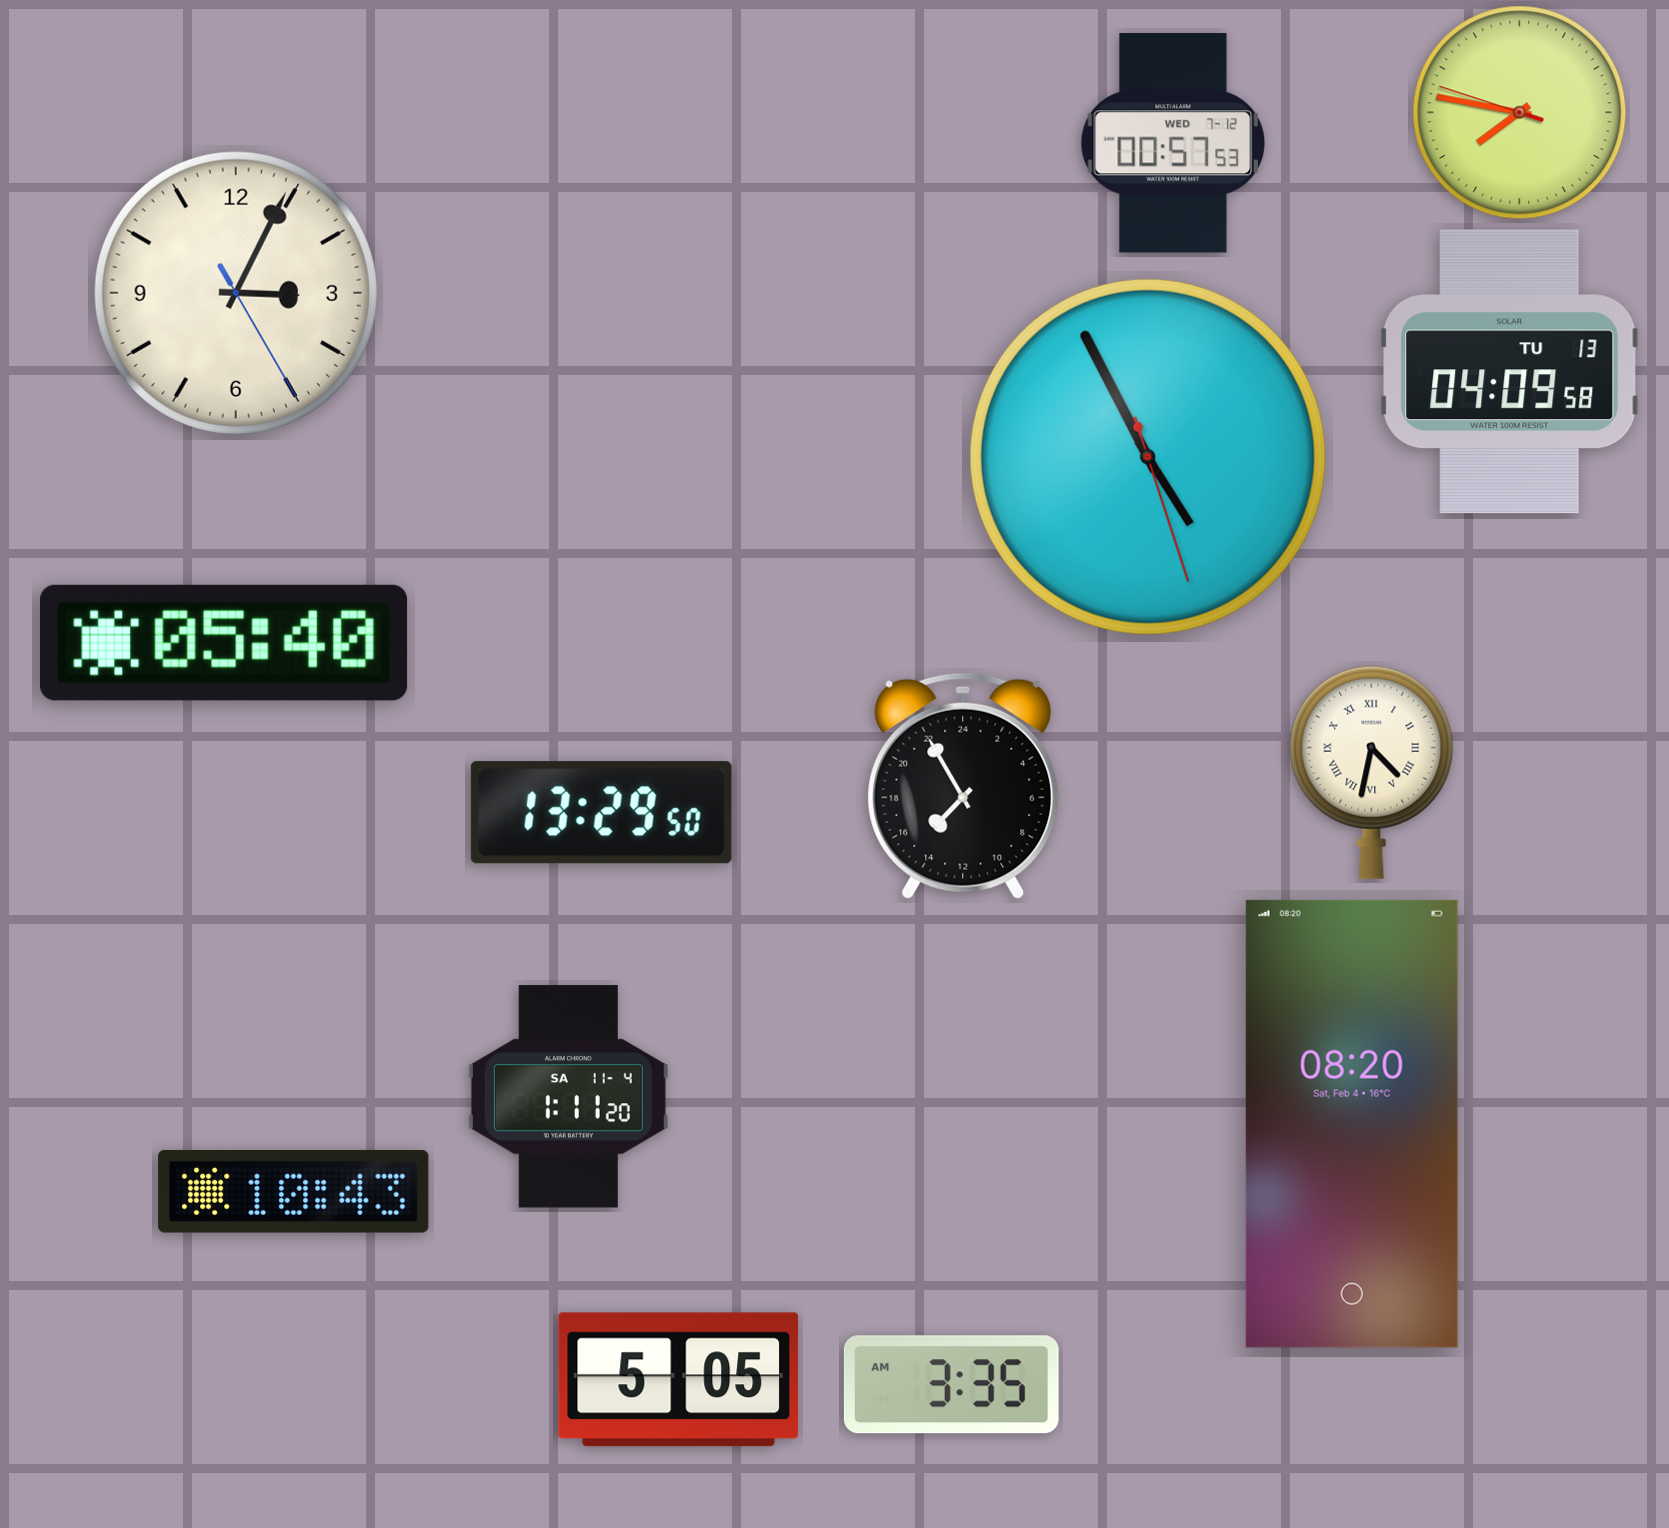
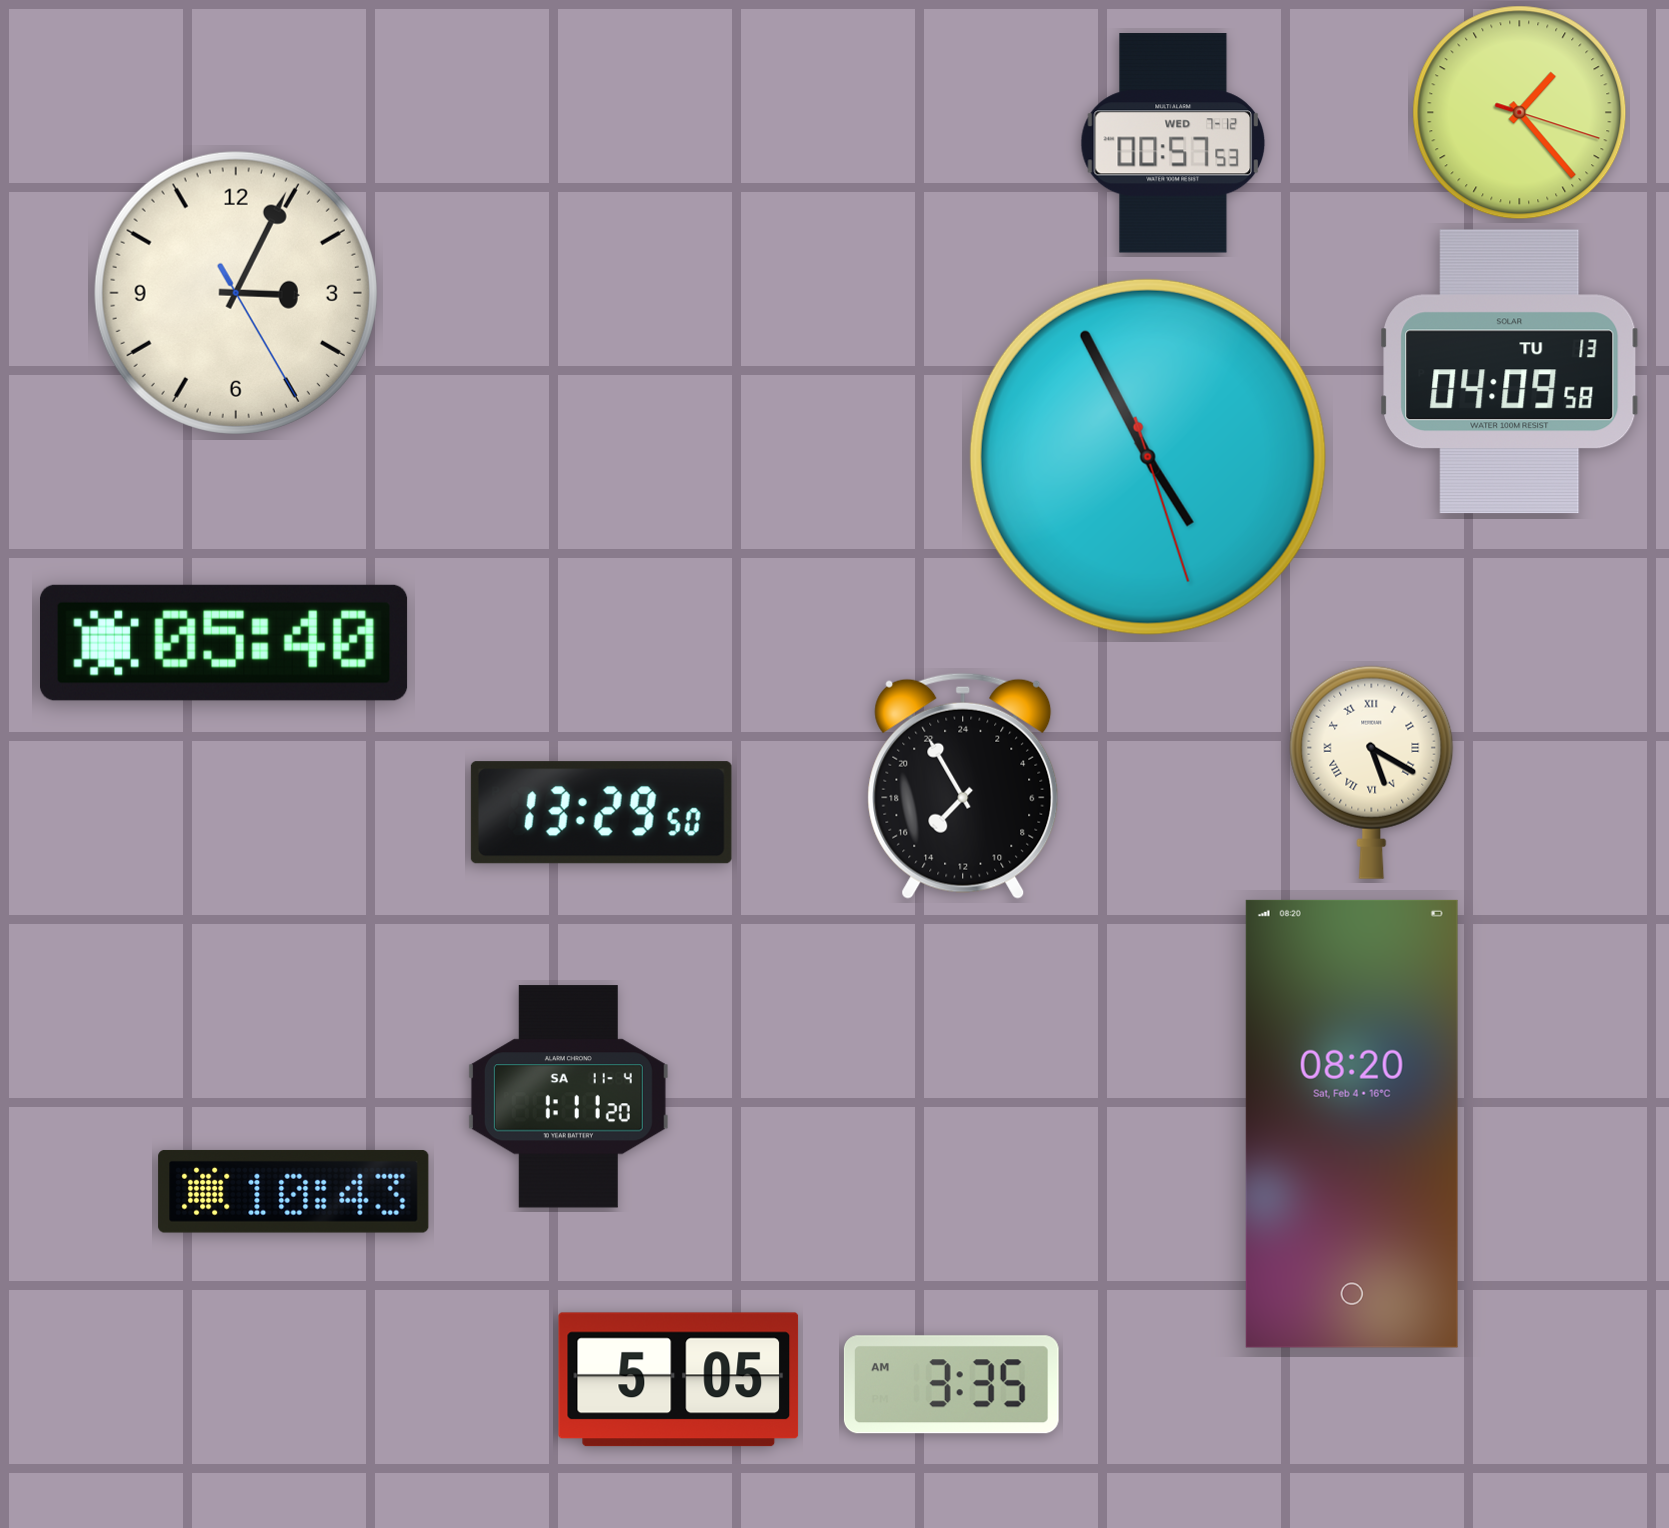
clock at (1520, 113): 7:46 -> 1:23
clock at (1372, 772): 4:32 -> 5:20
